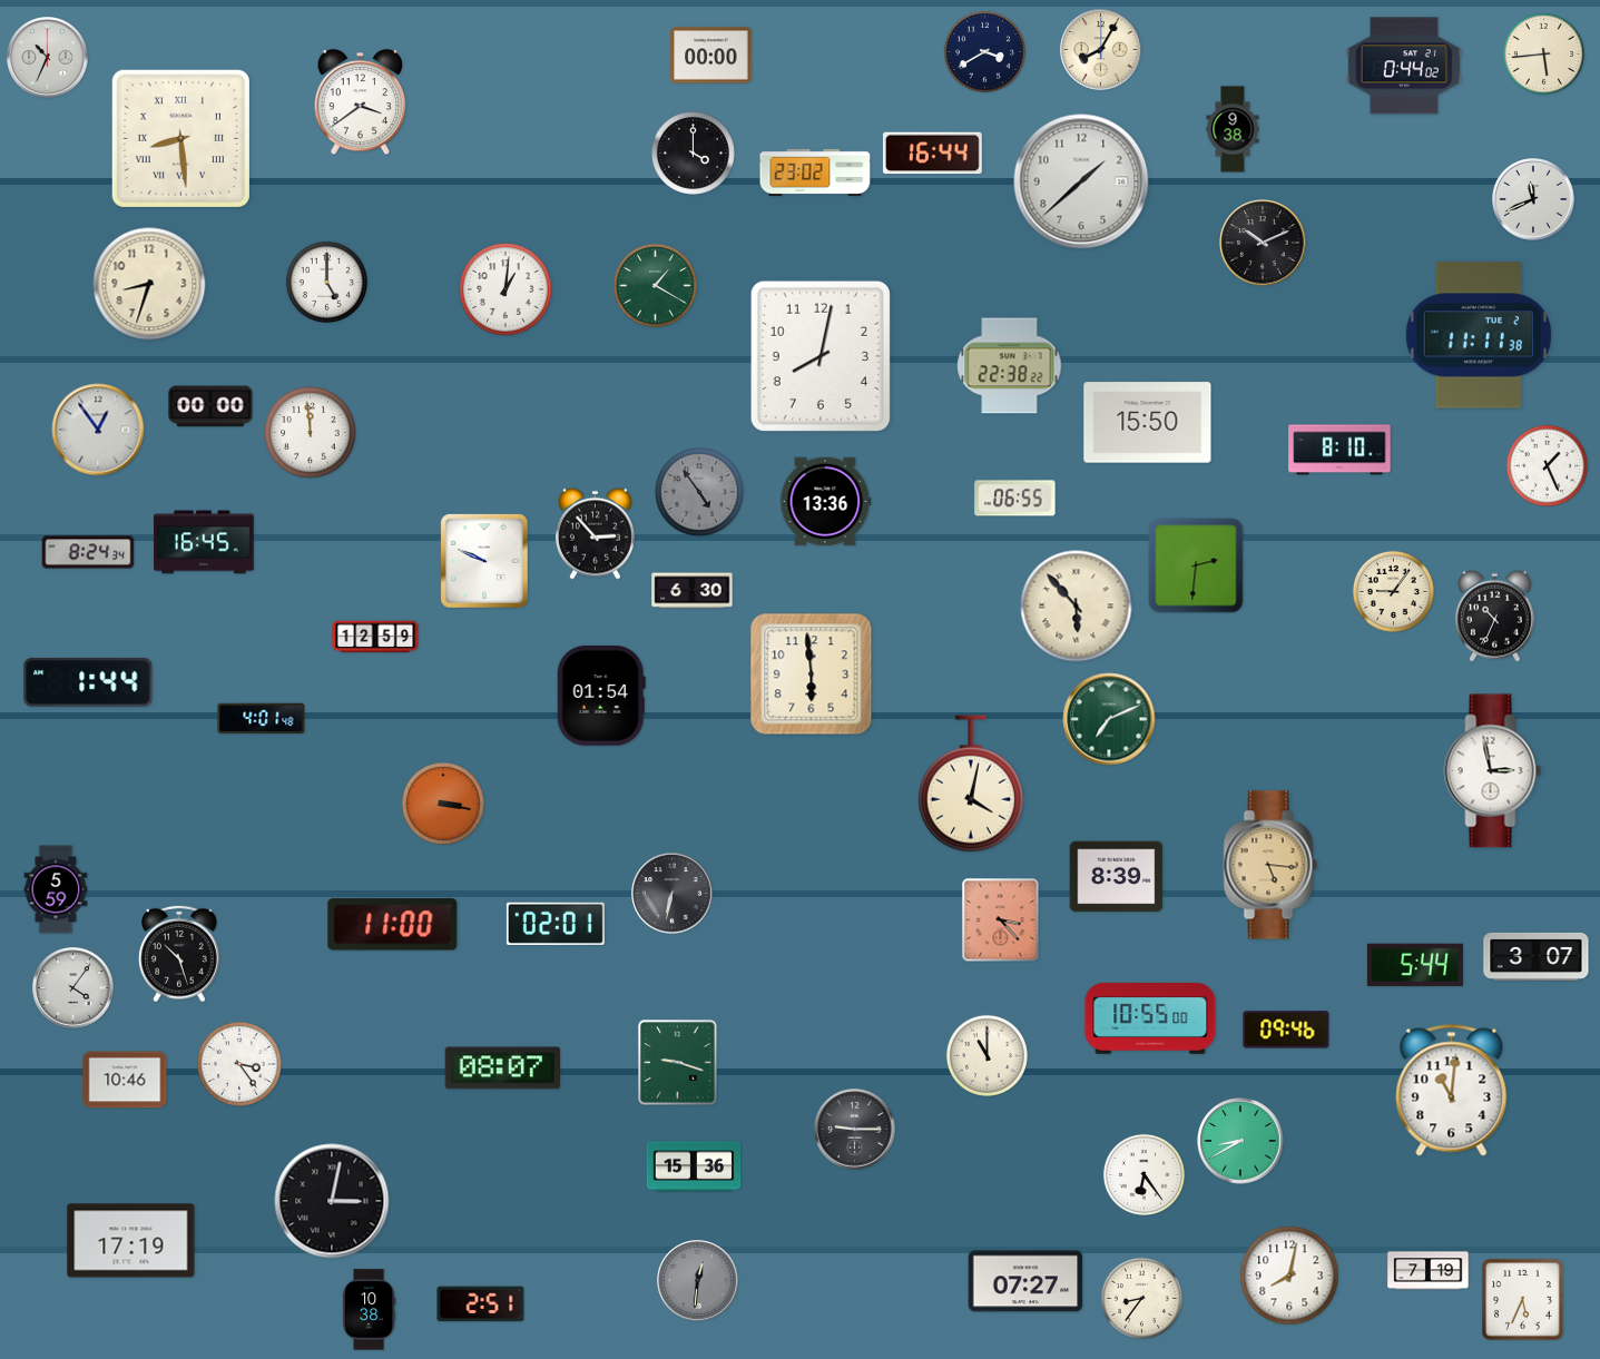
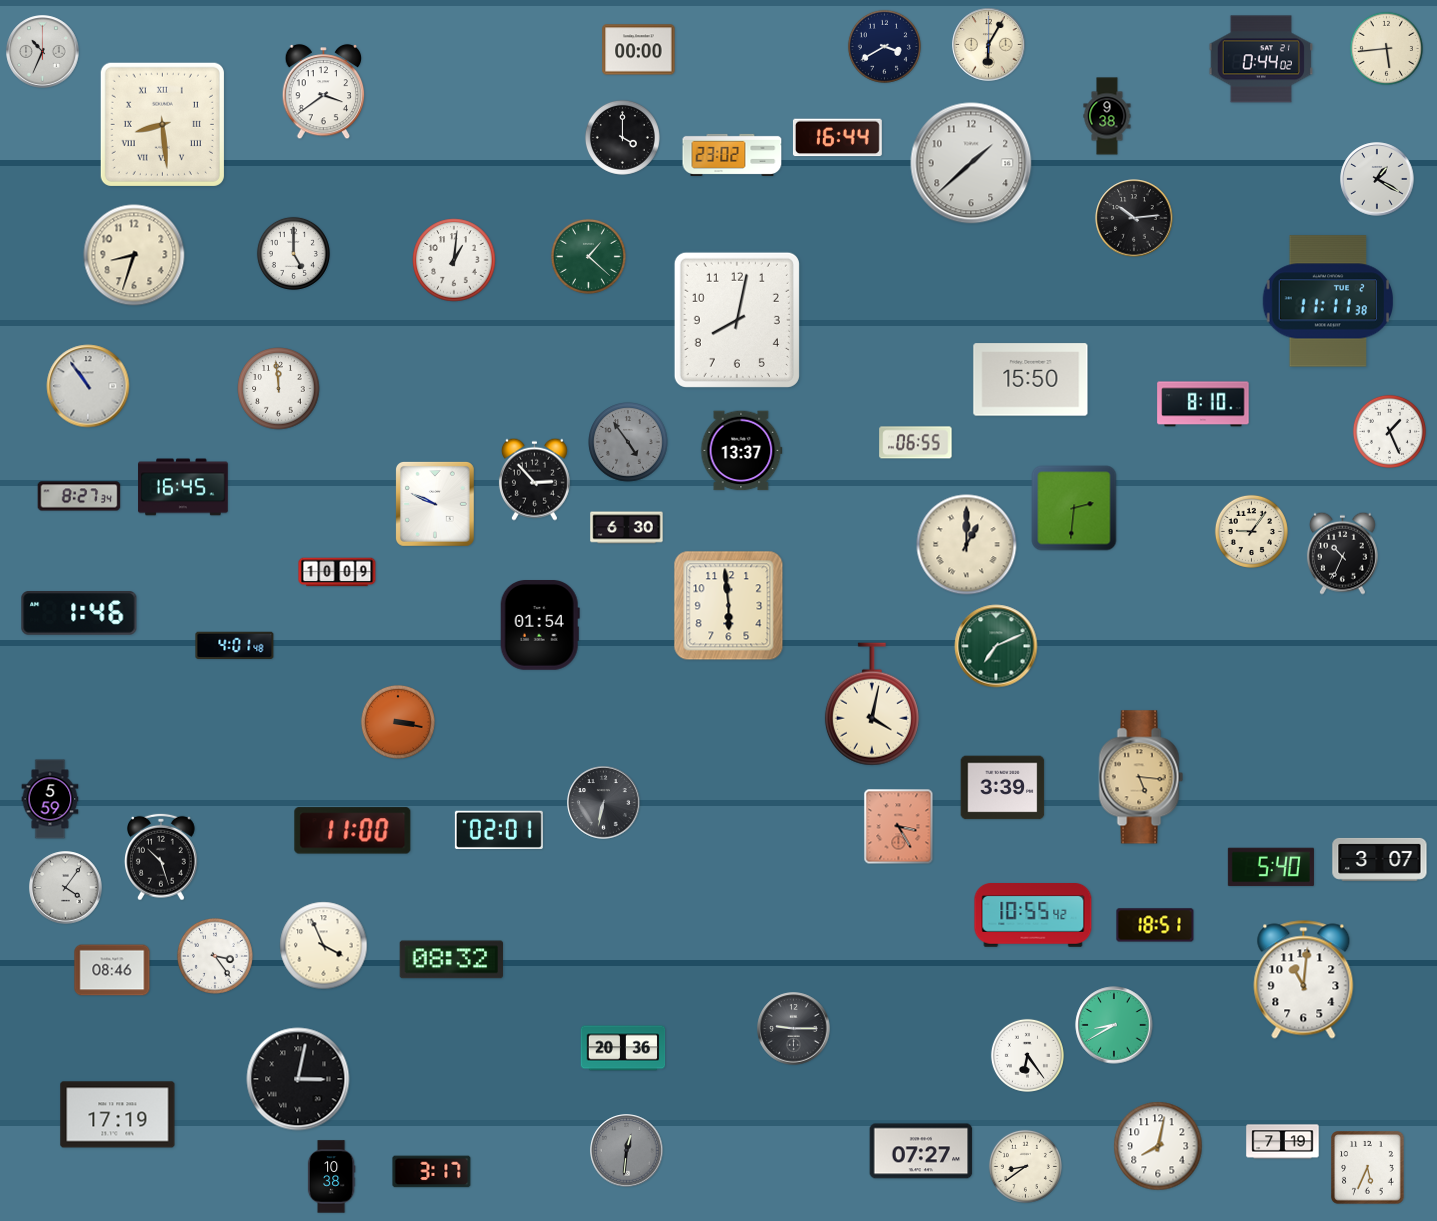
clock at (1101, 50): 8:05 -> 6:05
clock at (1533, 199): 11:41 -> 1:20
clock at (1263, 243): 10:11 -> 10:14
clock at (655, 285): 1:20 -> 1:22
clock at (1010, 366): 22:38 -> none
clock at (210, 406): 00:00 -> none
clock at (98, 430): 12:54 -> 10:54
clock at (1547, 465) position: (1547, 465) -> (1389, 431)
clock at (1015, 499) position: (1015, 499) -> (916, 443)
clock at (826, 502): 13:36 -> 13:37
clock at (88, 552): 8:24 -> 8:27
clock at (693, 591) position: (693, 591) -> (627, 528)
clock at (1077, 607): 5:53 -> 1:00
clock at (375, 637): 12:59 -> 10:09
clock at (88, 683): 1:44 -> 1:46
clock at (1493, 771): 2:58 -> none
clock at (1117, 877): 8:39 -> 3:39
clock at (1001, 920): 3:23 -> 3:25
clock at (1415, 965): 5:44 -> 5:40
clock at (1150, 1020): 10:55:00 -> 10:55:42
clock at (1286, 1030): 09:46 -> 18:51
clock at (324, 946): none -> 3:56
clock at (986, 1055): 11:00 -> none
clock at (678, 1063): 9:18 -> none
clock at (503, 1069): 08:07 -> 08:32
clock at (125, 1080): 10:46 -> 08:46
clock at (855, 1130) position: (855, 1130) -> (794, 1029)
clock at (694, 1166): 15:36 -> 20:36
clock at (1141, 1298): 8:36 -> 8:39
clock at (481, 1304): 2:51 -> 3:17
